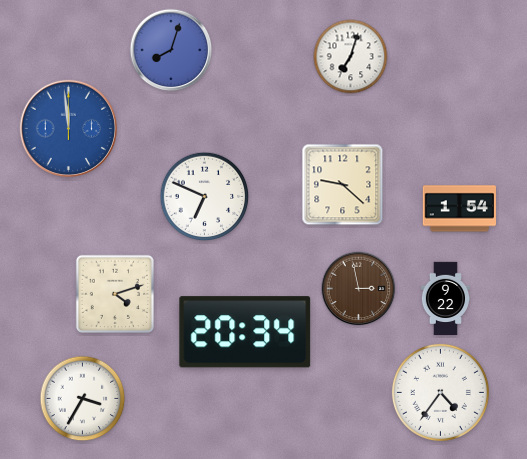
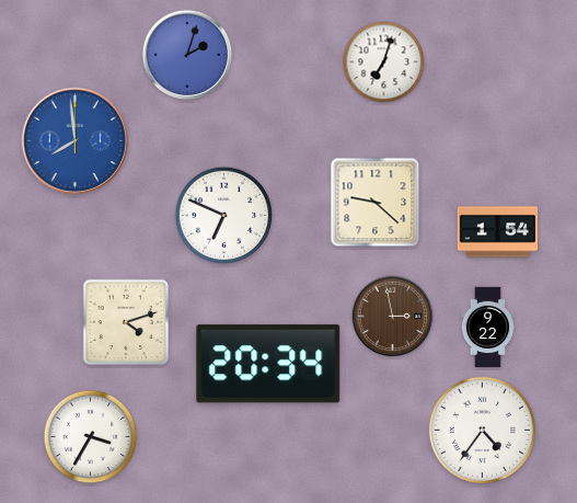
clock at (171, 50): 8:03 -> 2:03
clock at (68, 128): 11:59 -> 7:59
clock at (459, 209) position: (459, 209) -> (497, 232)
